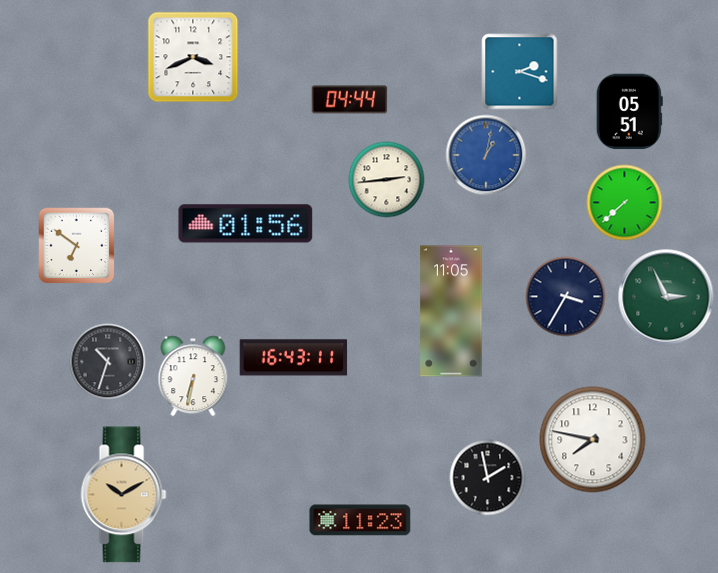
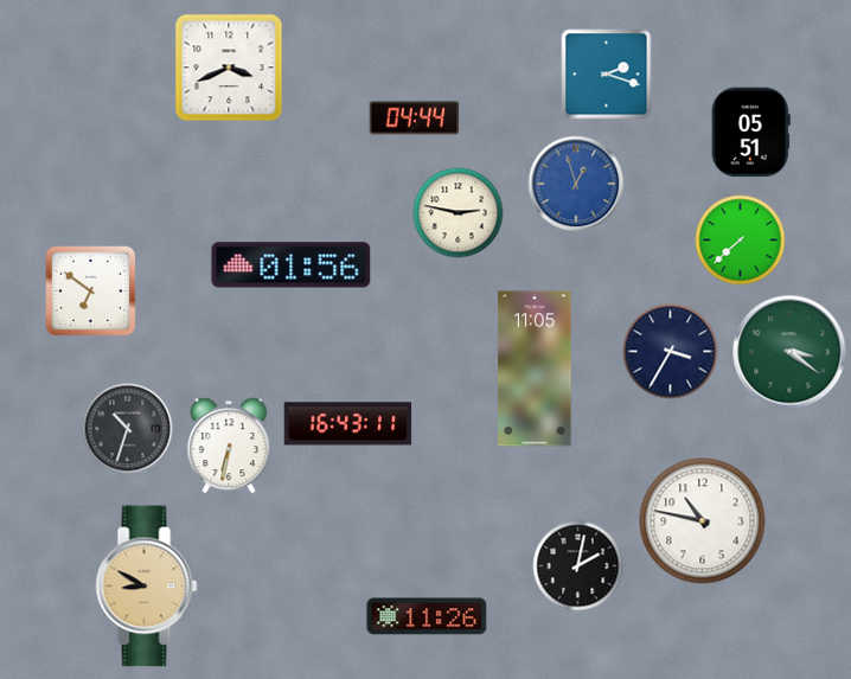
clock at (520, 72) position: (520, 72) -> (607, 75)
clock at (629, 112) position: (629, 112) -> (750, 133)
clock at (486, 155): 1:02 -> 12:57
clock at (387, 180): 2:44 -> 2:47
clock at (666, 297): 2:56 -> 3:21
clock at (593, 440): 7:47 -> 10:47
clock at (488, 478): 1:58 -> 2:02
clock at (124, 495): 10:10 -> 8:50
clock at (360, 520): 11:23 -> 11:26
